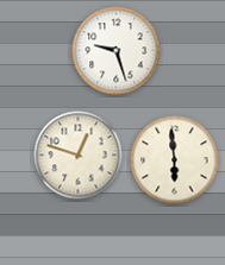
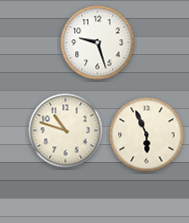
clock at (79, 156): 12:48 -> 10:48
clock at (175, 160): 5:59 -> 5:56
